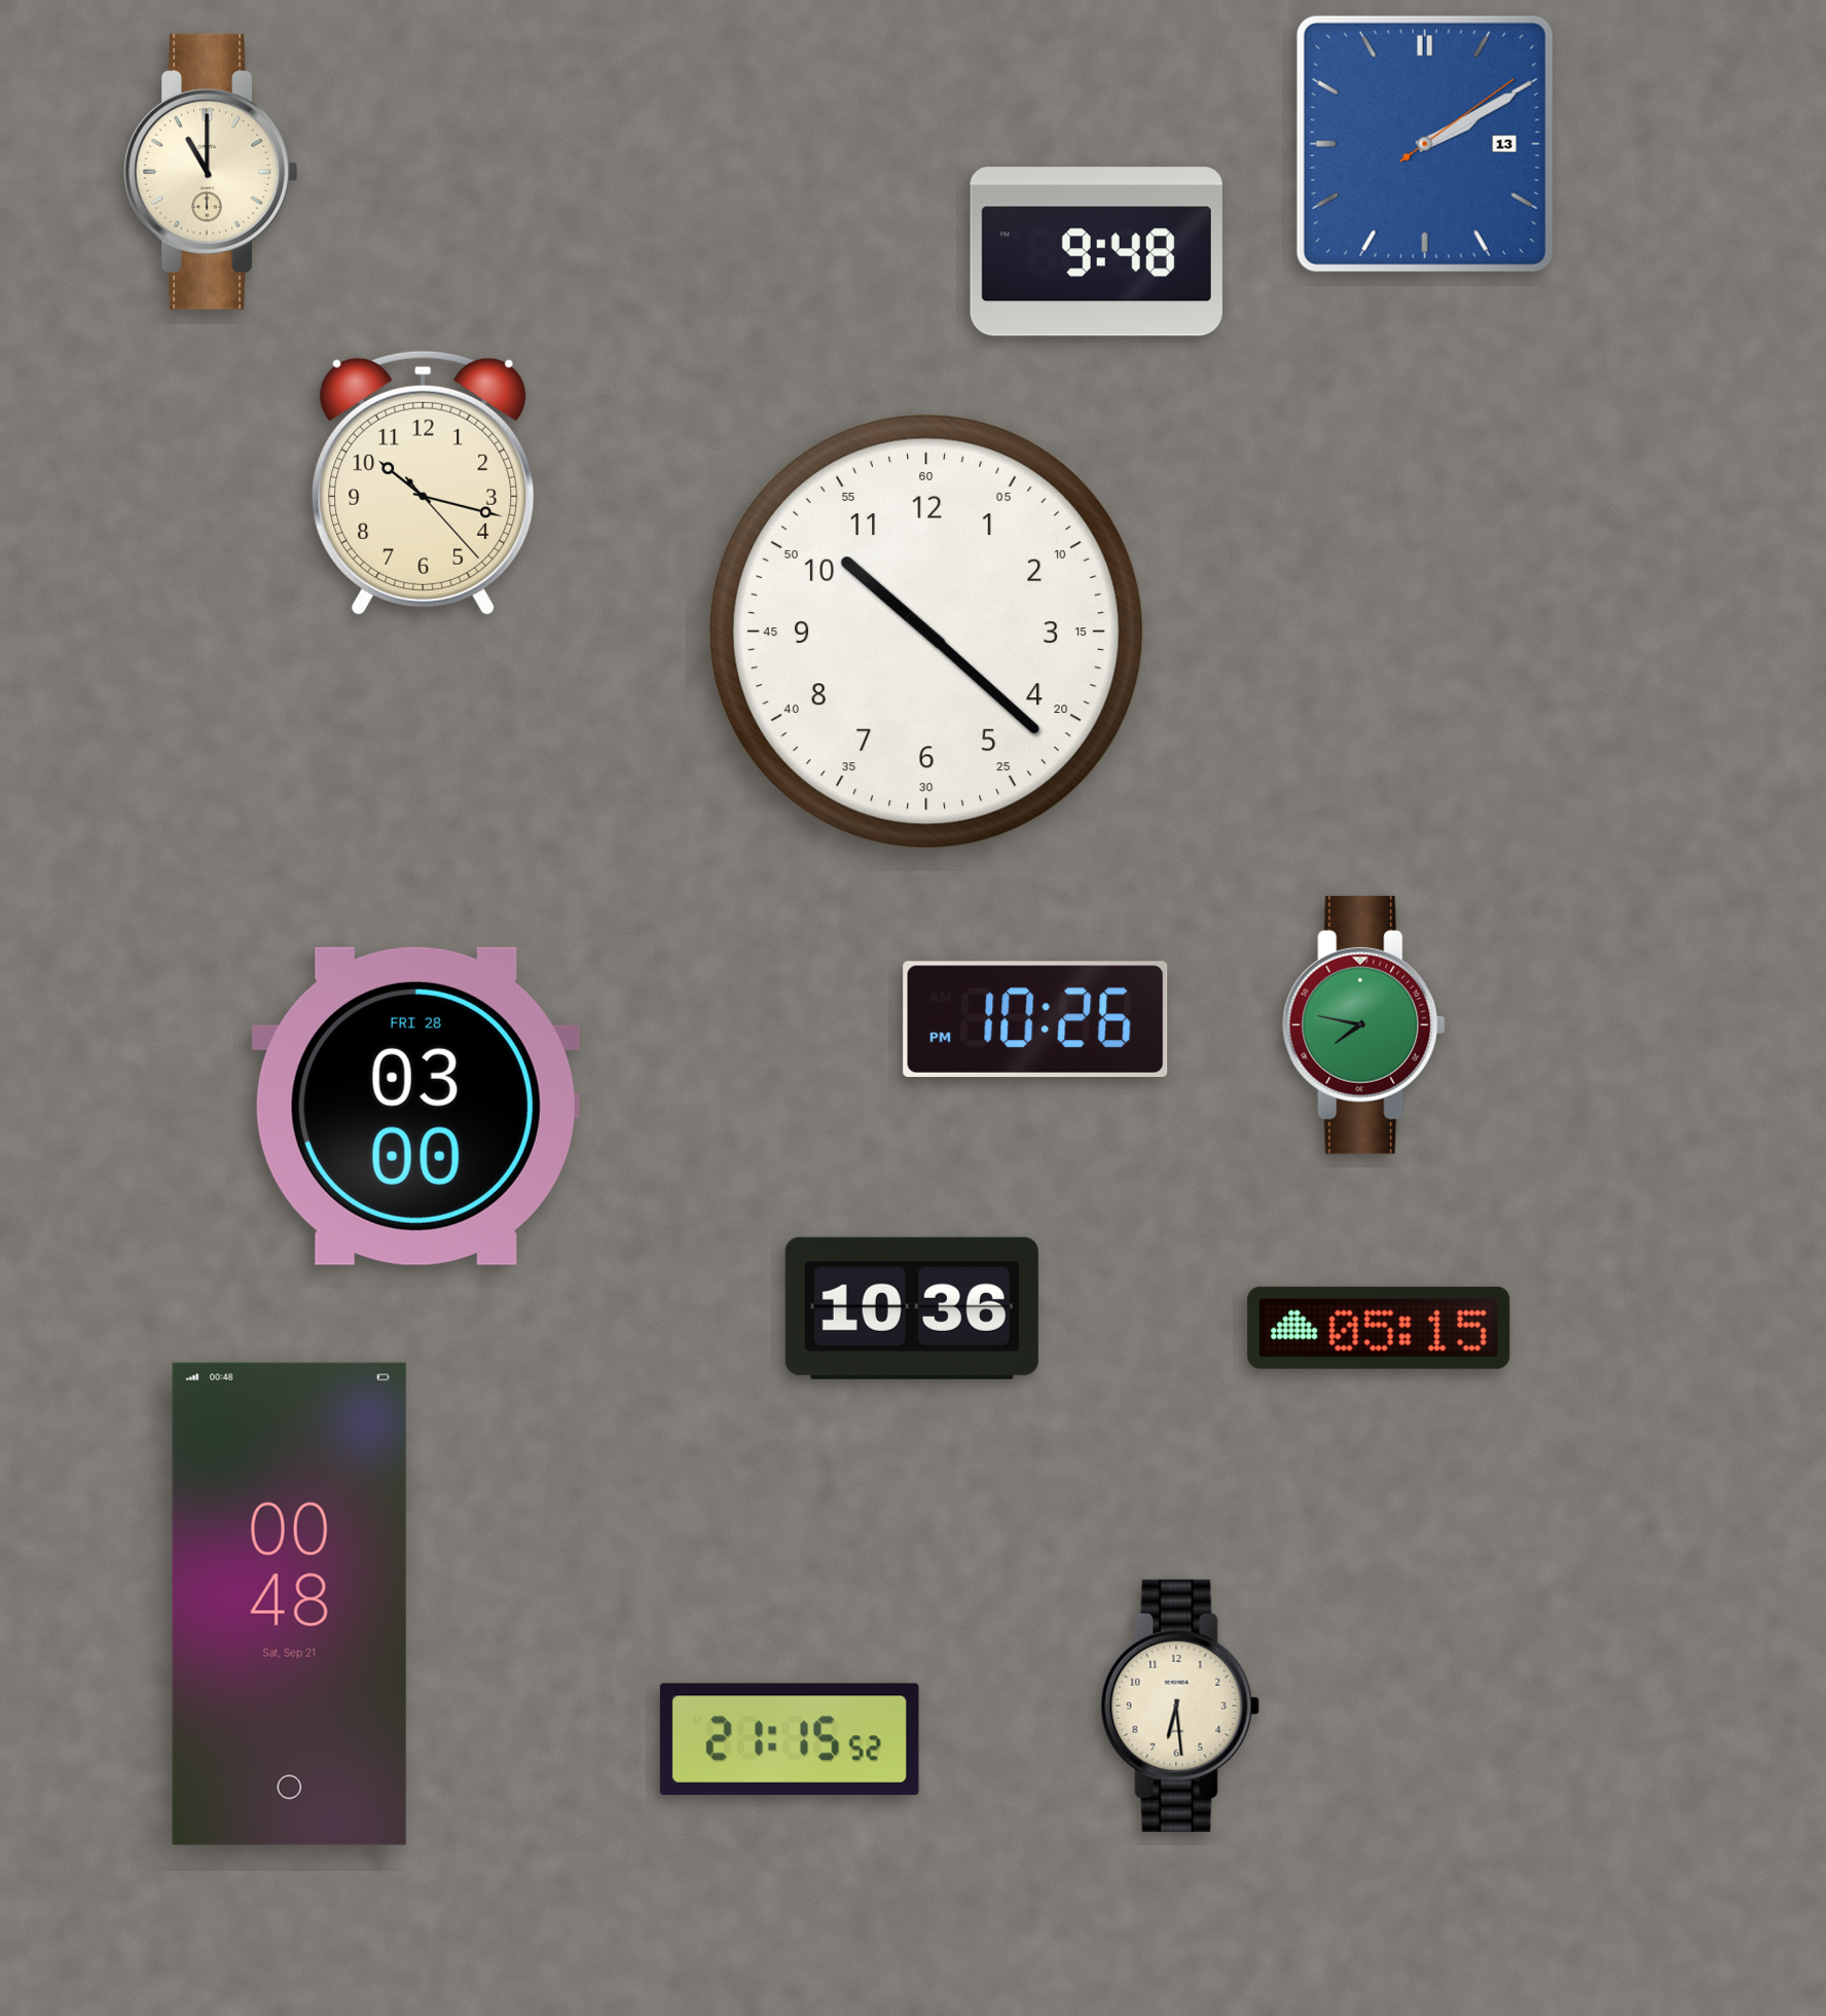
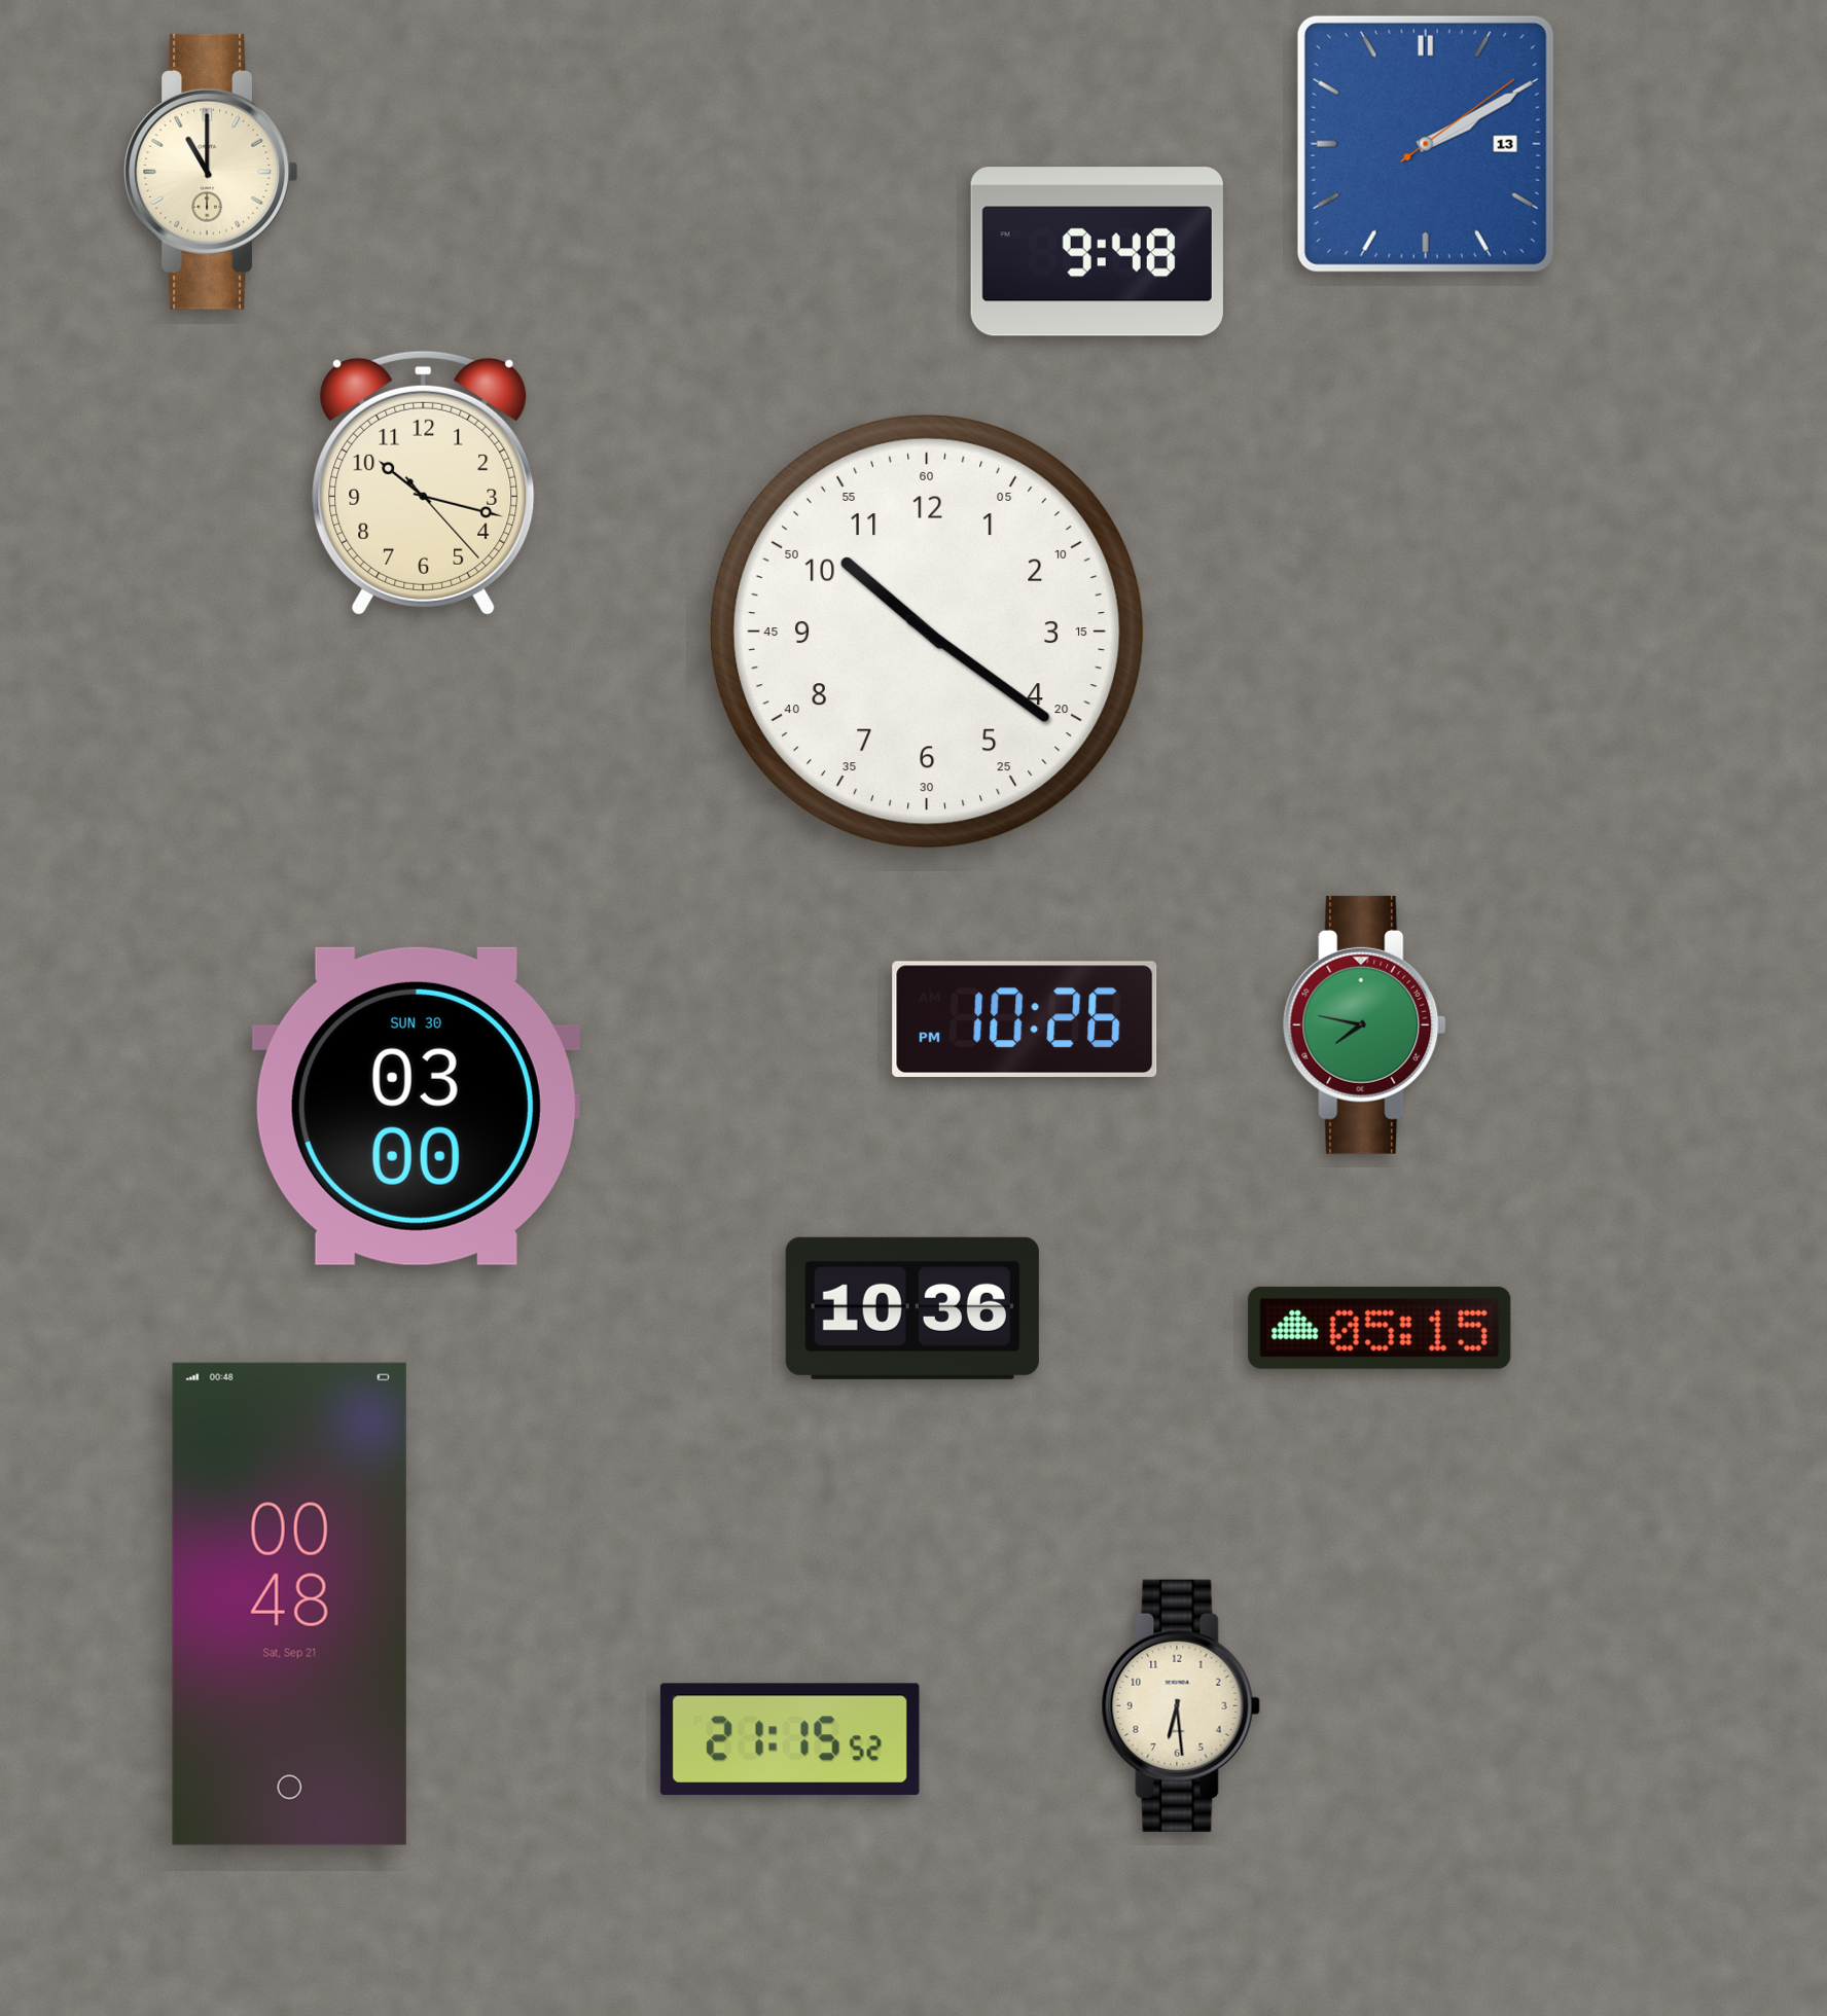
clock at (926, 632): 10:22 -> 10:21
clock at (1035, 1019) position: (1035, 1019) -> (1025, 1019)
clock at (415, 1106) date: FRI 28 -> SUN 30
